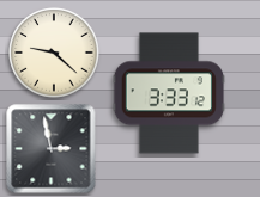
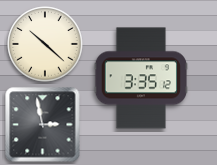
clock at (54, 53): 9:22 -> 10:22
clock at (168, 93): 3:33 -> 3:35
